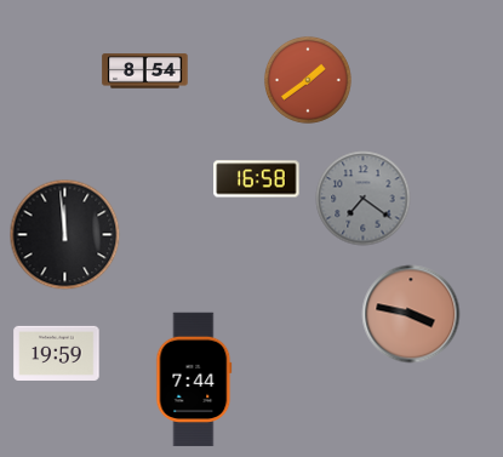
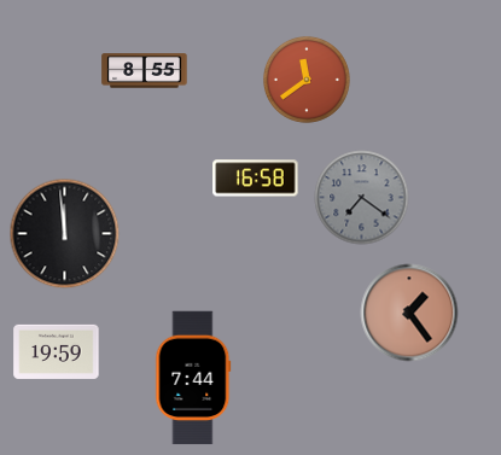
clock at (145, 72): 8:54 -> 8:55
clock at (308, 80): 1:39 -> 11:39
clock at (411, 314): 3:47 -> 1:24
